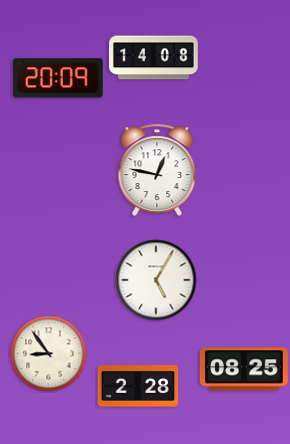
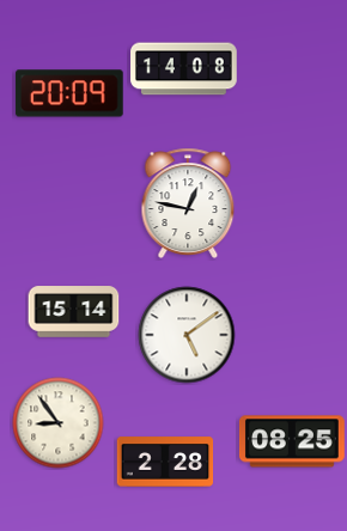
clock at (74, 312): none -> 15:14
clock at (156, 280): 5:05 -> 5:09
